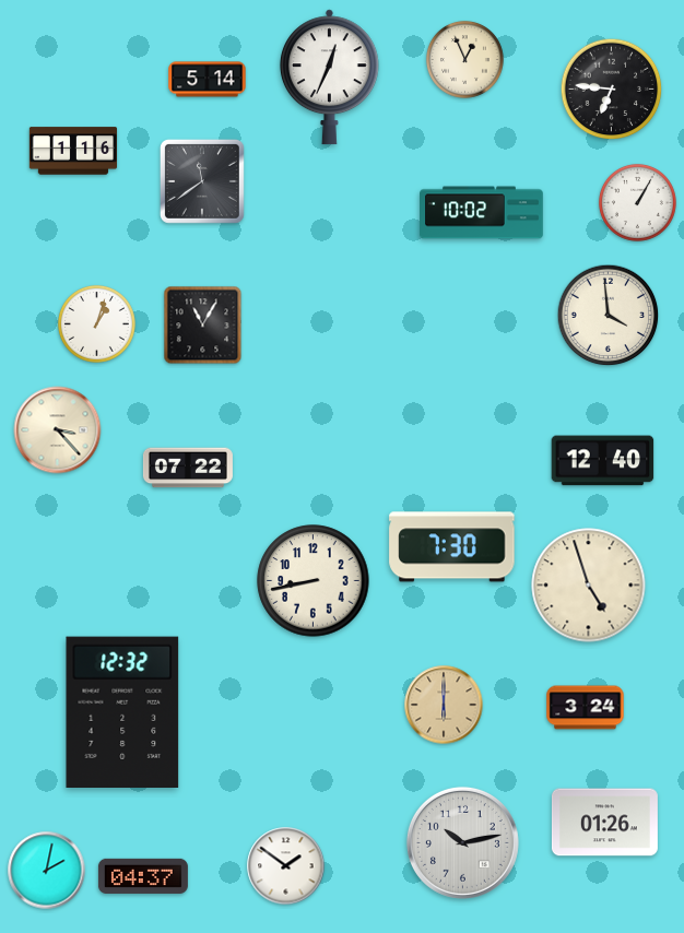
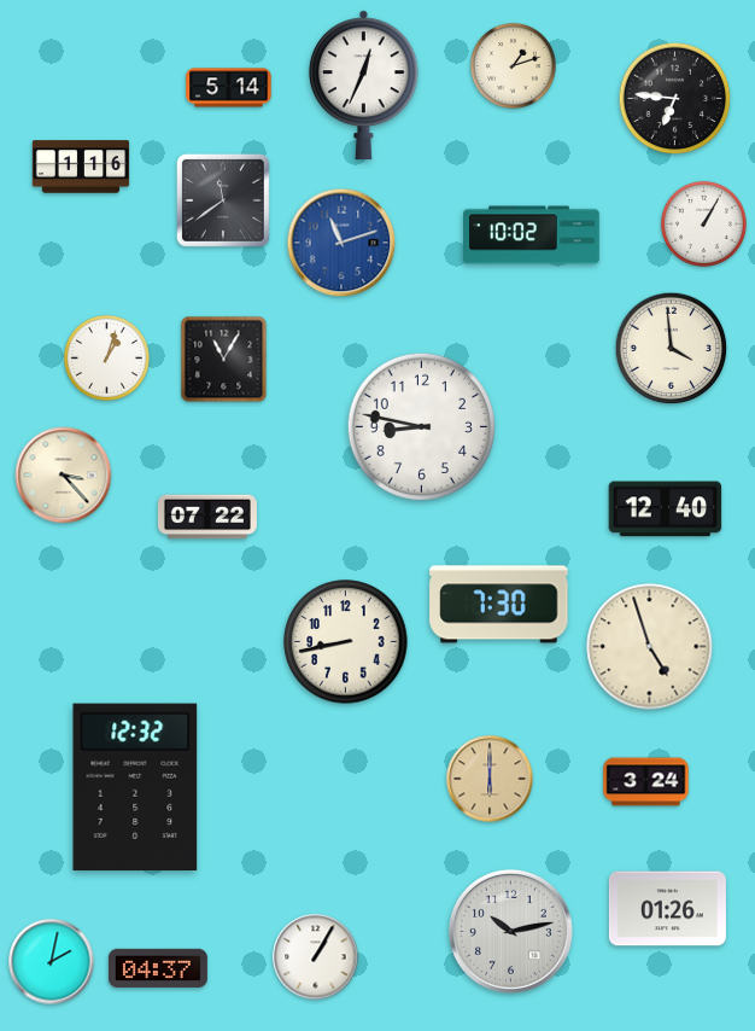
clock at (464, 59): 12:56 -> 1:12
clock at (341, 243): none -> 11:12
clock at (421, 426): none -> 8:47
clock at (286, 866): 1:51 -> 1:05
